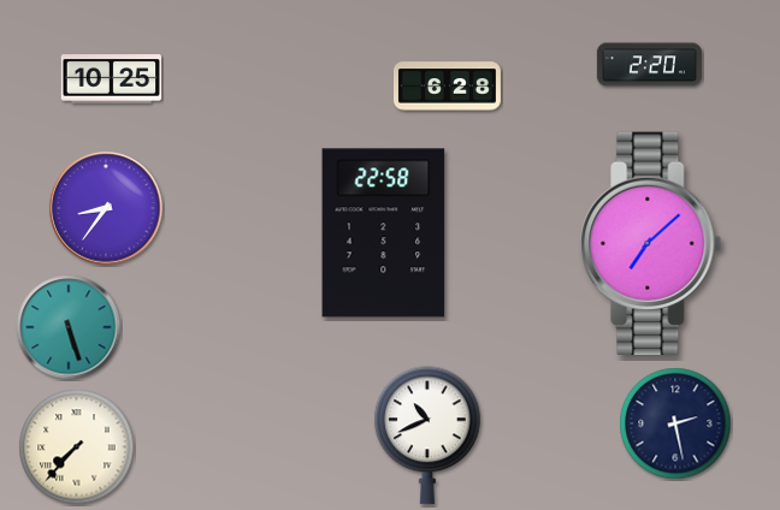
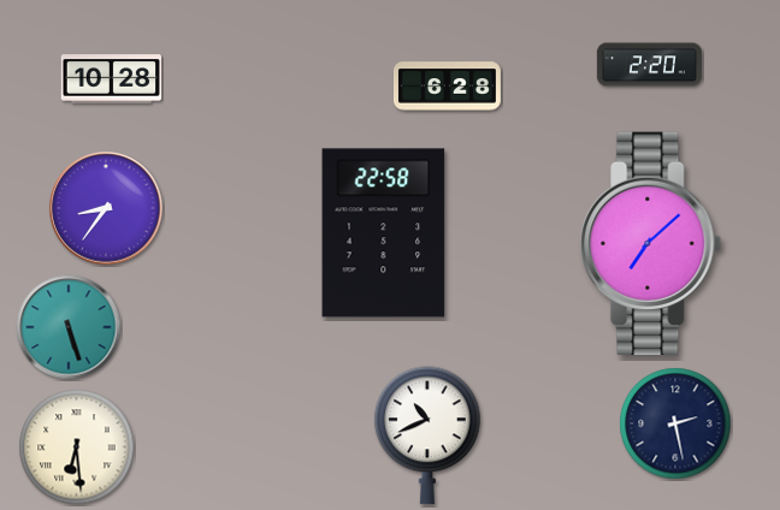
clock at (112, 79): 10:25 -> 10:28
clock at (77, 447): 7:37 -> 6:29
